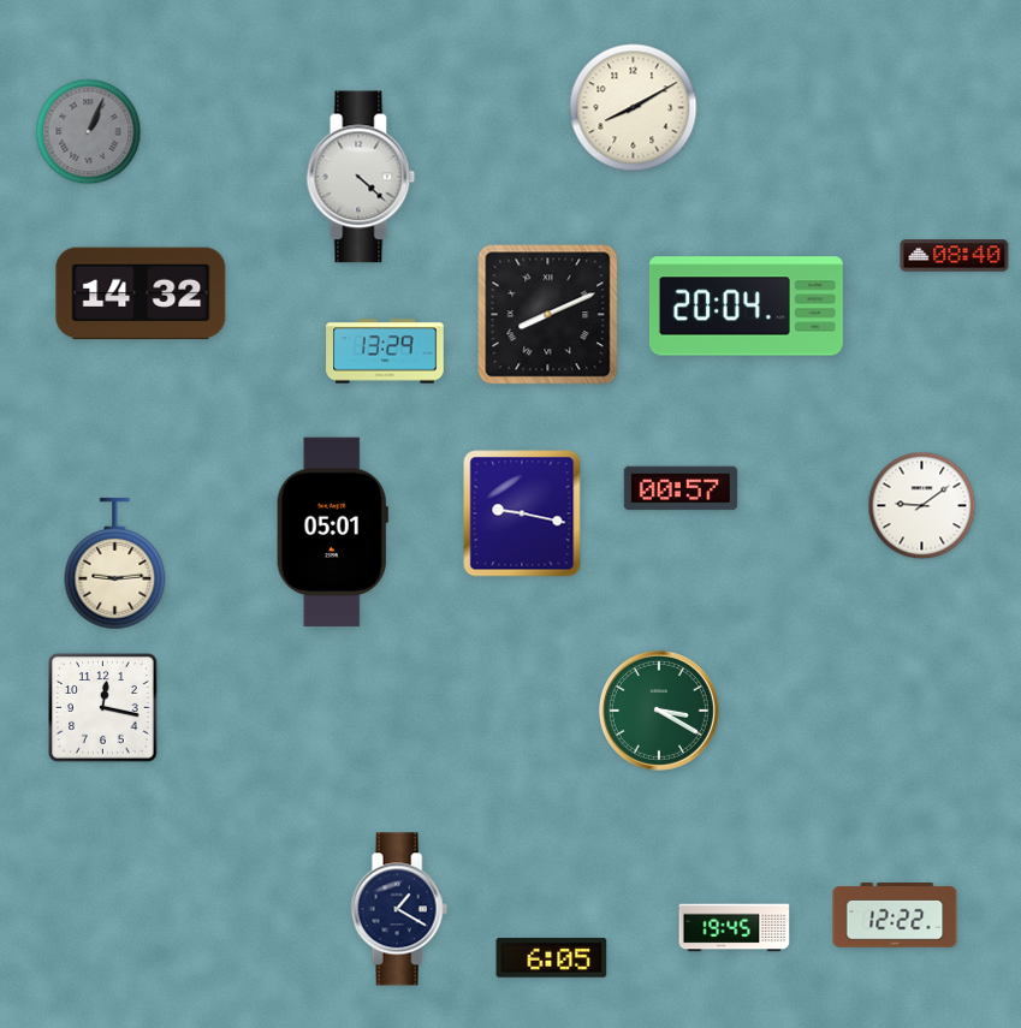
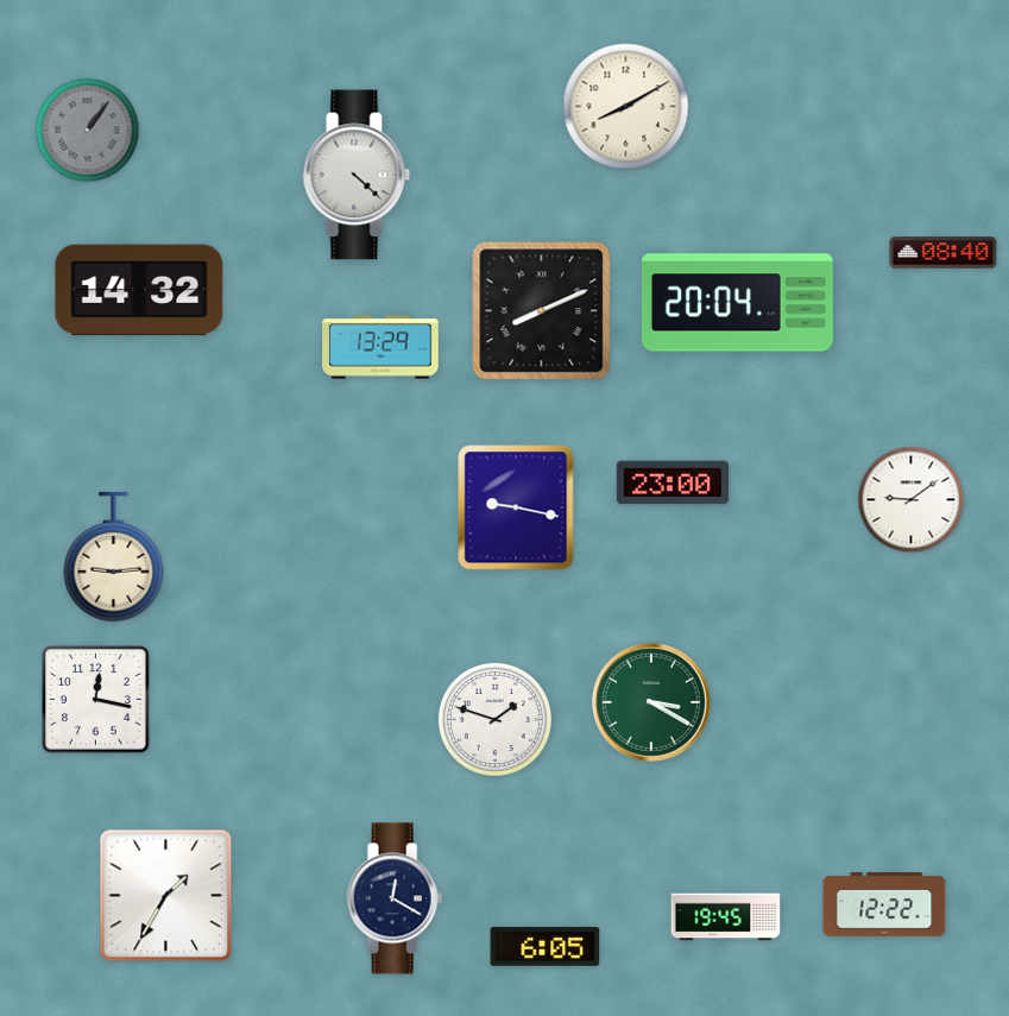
clock at (89, 132): 1:04 -> 1:06
clock at (681, 488): 00:57 -> 23:00
clock at (332, 533): 05:01 -> none
clock at (103, 708) position: (103, 708) -> (96, 700)
clock at (494, 719): none -> 1:48
clock at (166, 896): none -> 1:35
clock at (399, 909): 1:20 -> 12:20
